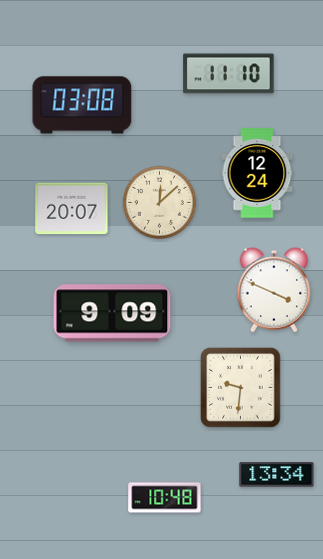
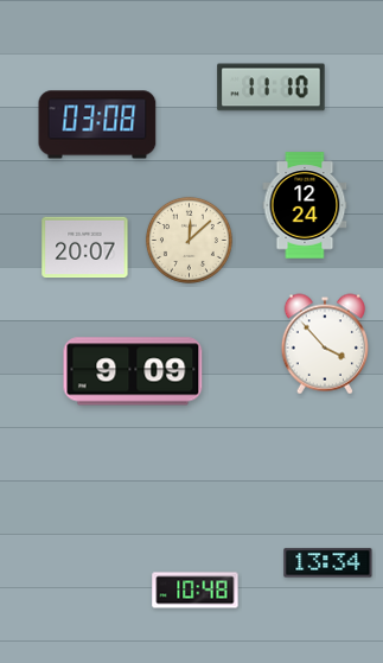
clock at (273, 290): 3:49 -> 3:53
clock at (241, 388): 9:31 -> none
